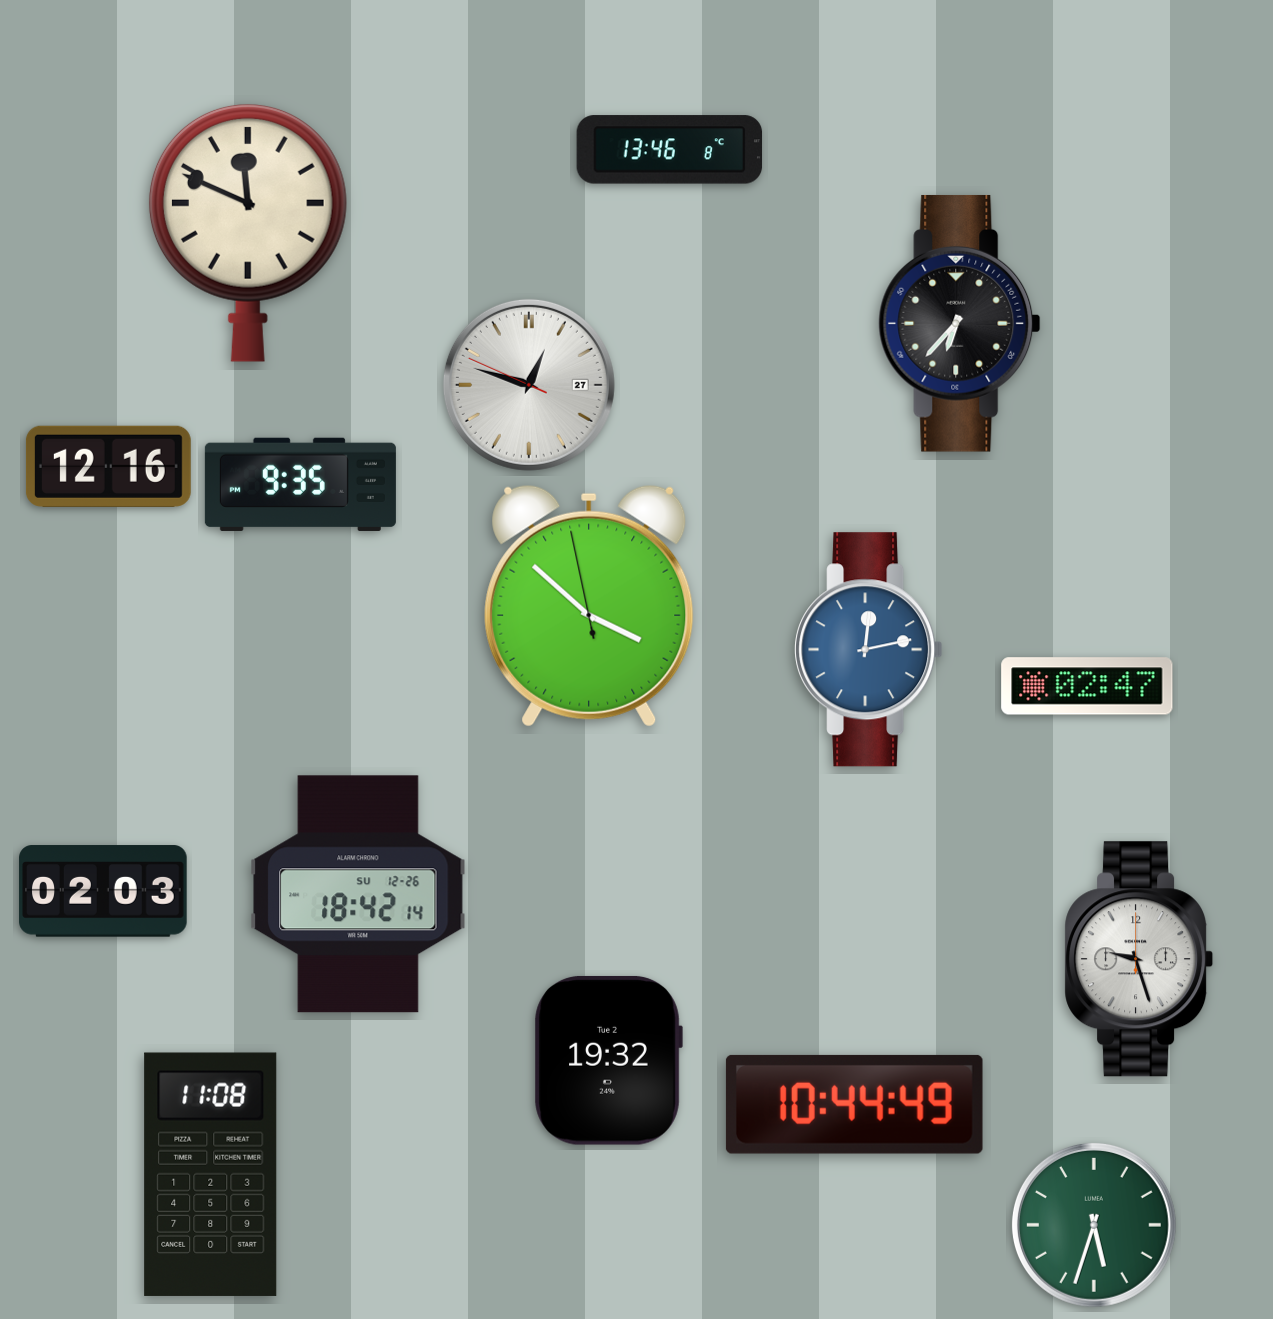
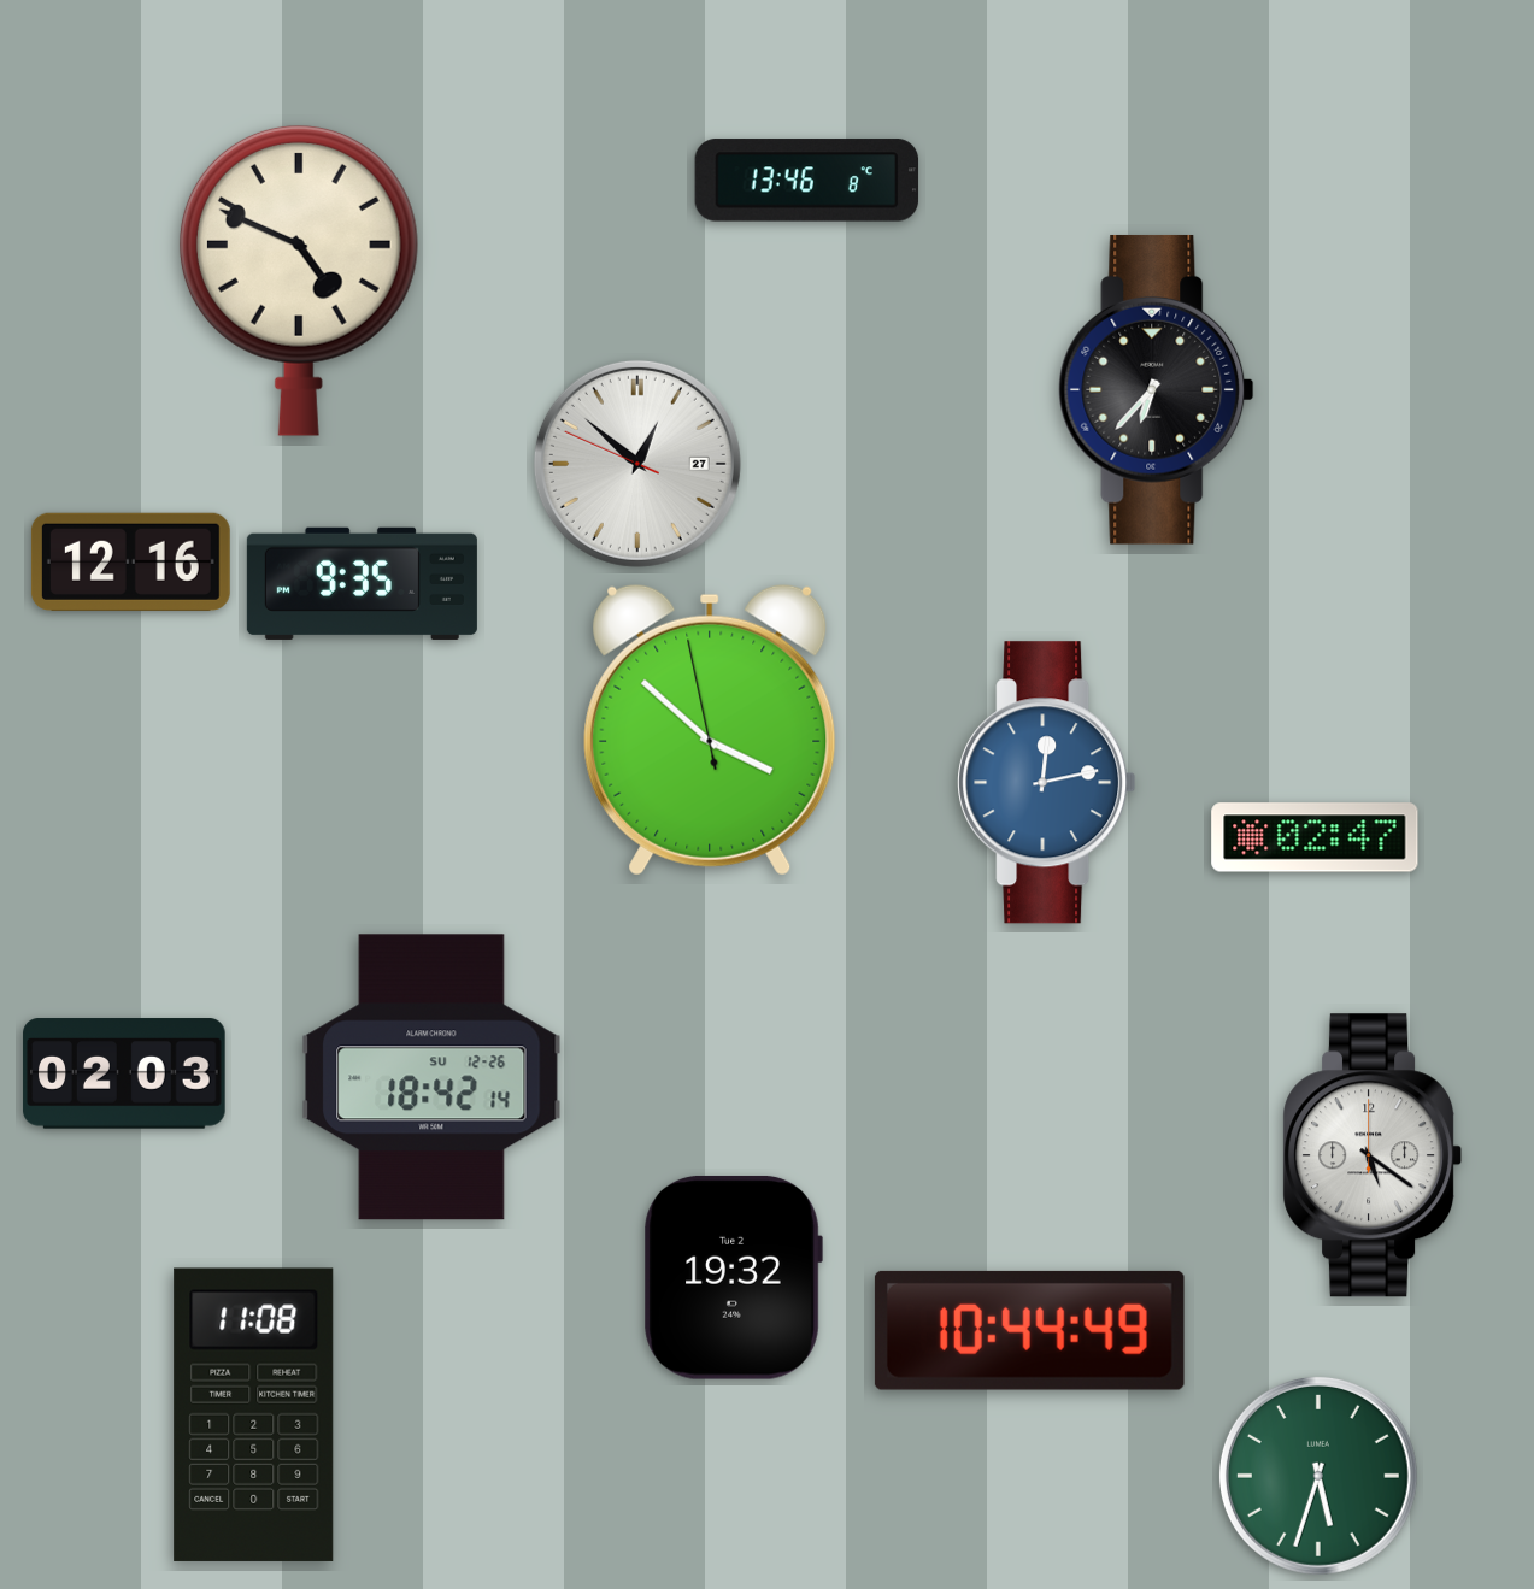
clock at (248, 233): 11:49 -> 4:49
clock at (529, 385): 12:47 -> 12:51
clock at (1087, 686) position: (1087, 686) -> (1315, 837)
clock at (1139, 959): 9:27 -> 5:21
